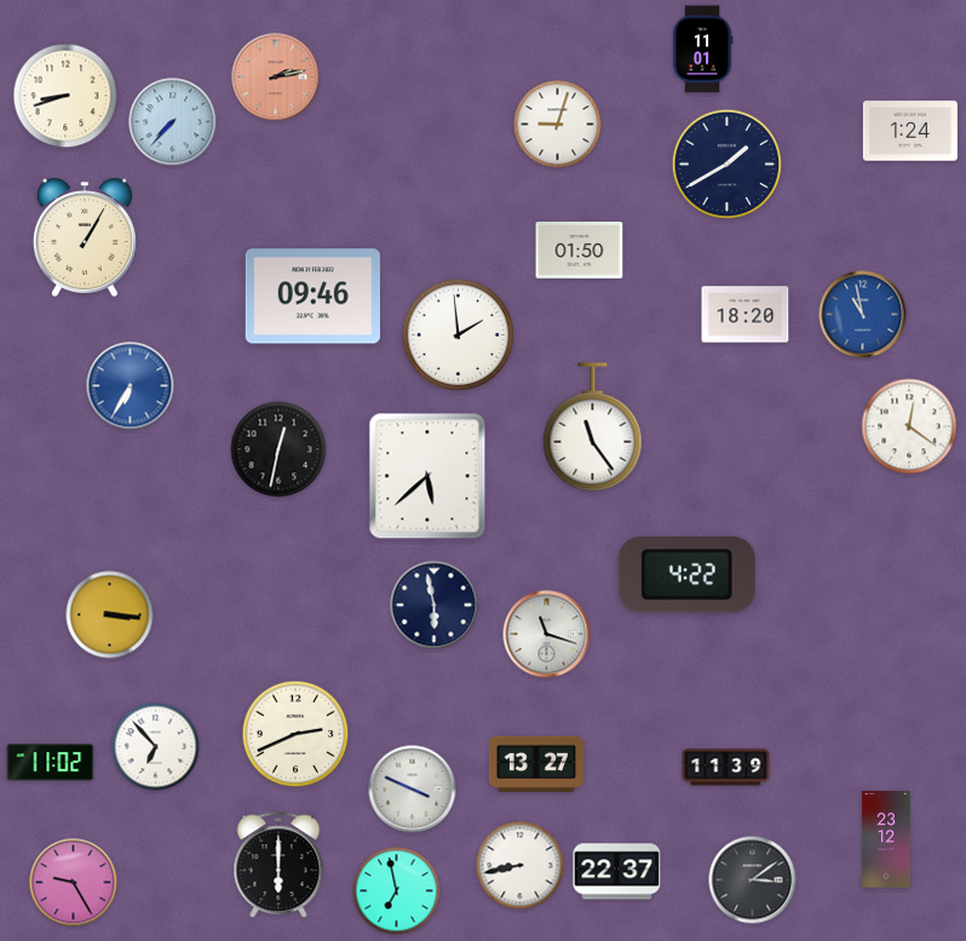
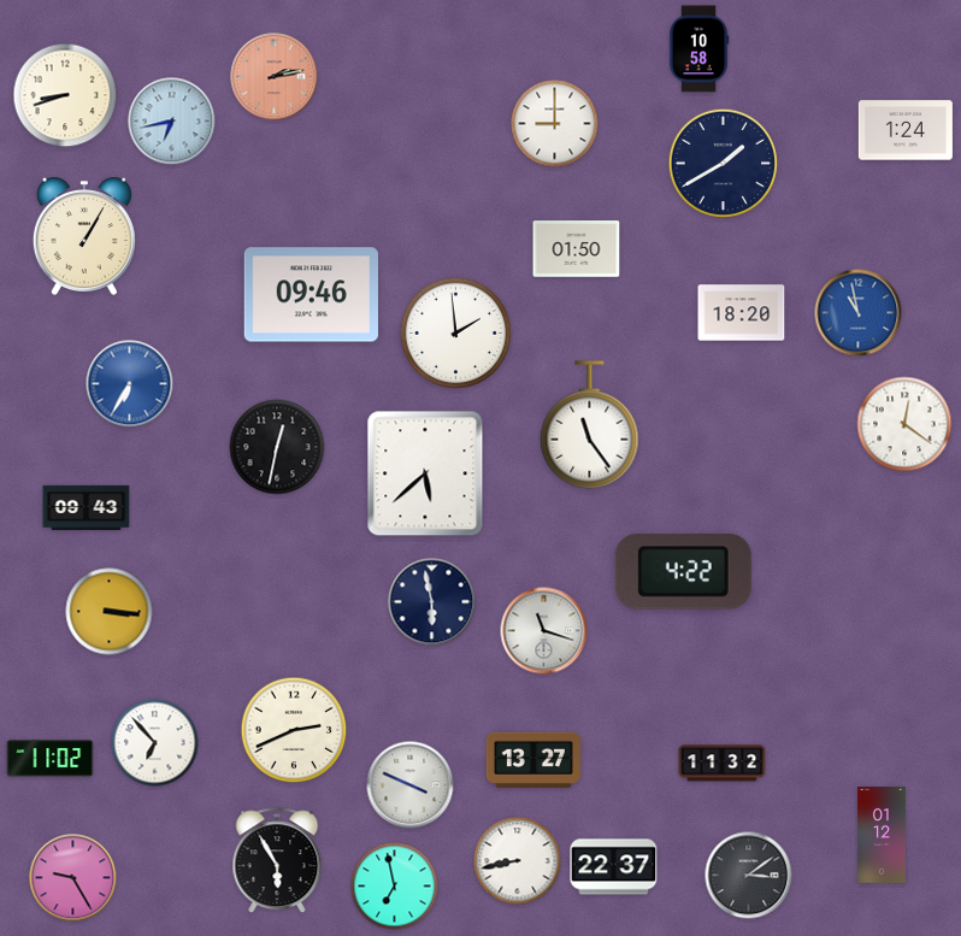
clock at (702, 50): 11:01 -> 10:58
clock at (173, 122): 7:37 -> 6:43
clock at (558, 125): 9:03 -> 9:00
clock at (87, 507): none -> 09:43
clock at (726, 768): 11:39 -> 11:32
clock at (886, 839): 23:12 -> 01:12
clock at (278, 866): 6:00 -> 5:55
